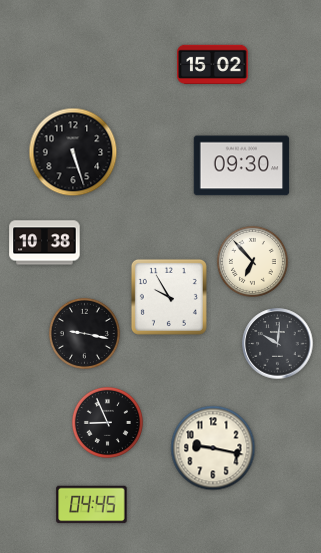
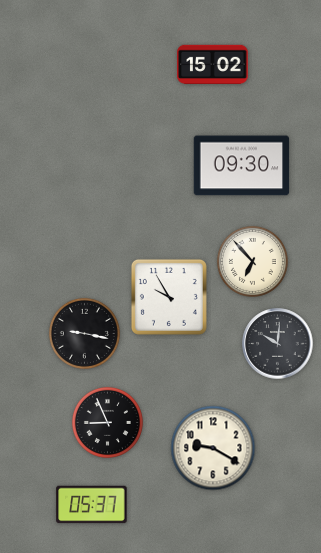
clock at (73, 152): 5:27 -> none
clock at (45, 243): 10:38 -> none
clock at (213, 448): 9:17 -> 9:20
clock at (92, 505): 04:45 -> 05:37
